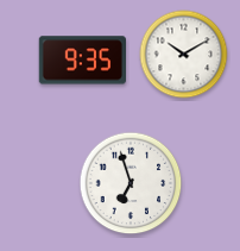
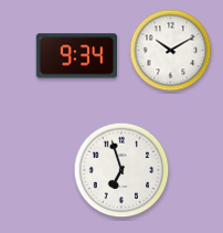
clock at (82, 61): 9:35 -> 9:34
